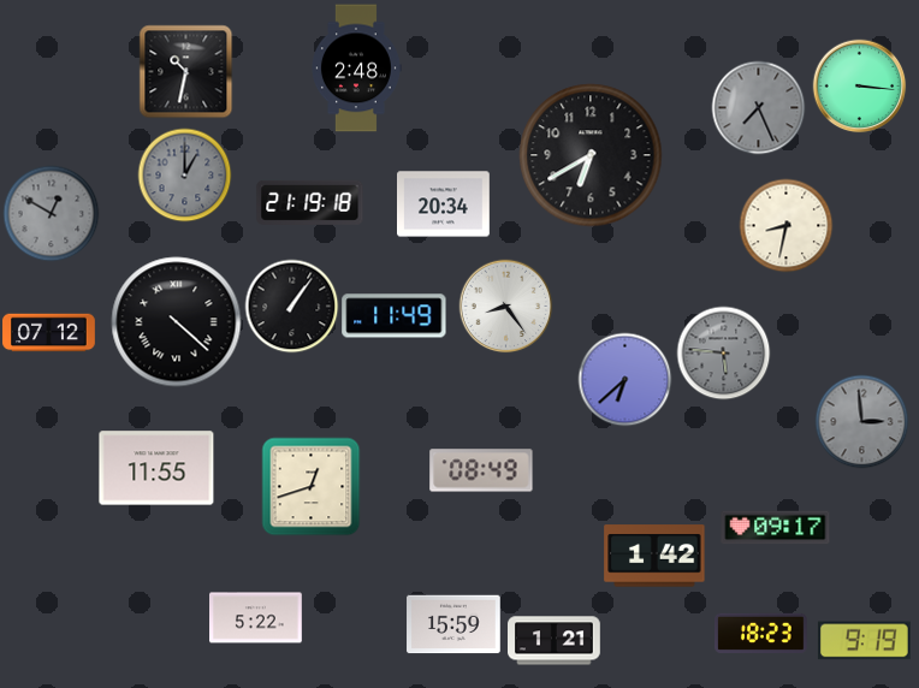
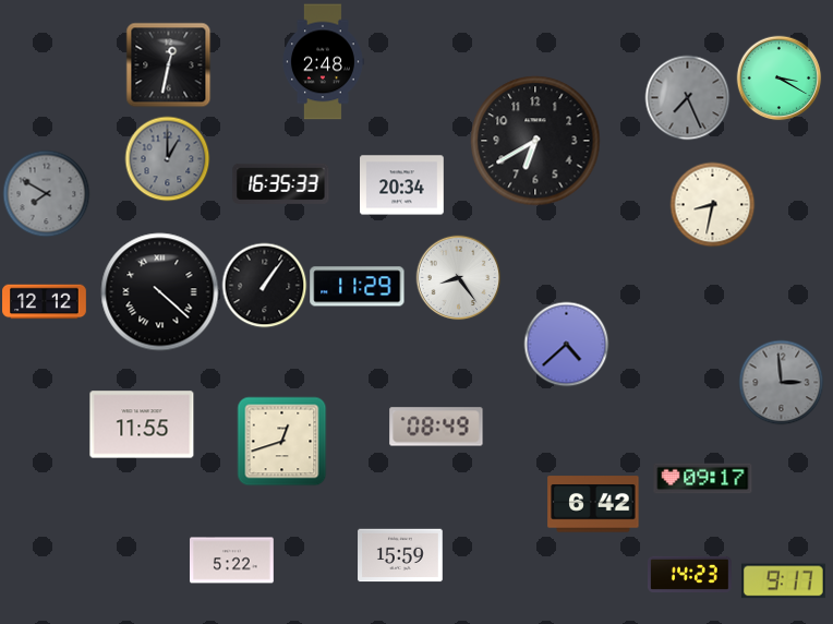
clock at (185, 71): 10:32 -> 12:32
clock at (859, 85): 3:16 -> 3:20
clock at (310, 202): 21:19 -> 16:35
clock at (51, 213): 12:50 -> 7:50
clock at (291, 306) position: (291, 306) -> (264, 285)
clock at (395, 316): 11:49 -> 11:29
clock at (49, 333): 07:12 -> 12:12
clock at (723, 352): 5:46 -> none
clock at (624, 379): 6:38 -> 4:38
clock at (654, 556): 1:42 -> 6:42
clock at (453, 624) position: (453, 624) -> (400, 555)
clock at (761, 633): 18:23 -> 14:23
clock at (555, 641): 1:21 -> none
clock at (864, 641): 9:19 -> 9:17
